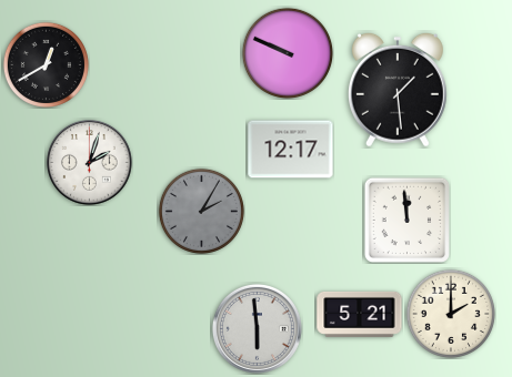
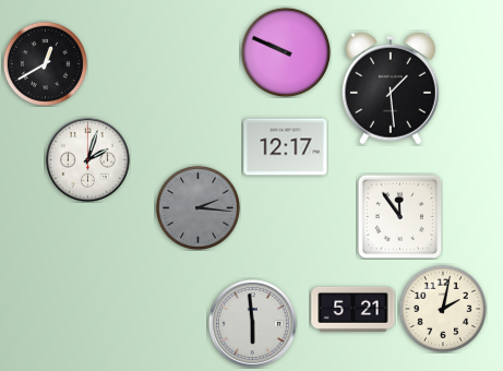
clock at (287, 52) position: (287, 52) -> (285, 51)
clock at (201, 211): 2:05 -> 2:16
clock at (406, 220): 11:59 -> 11:54
clock at (451, 314): 2:00 -> 2:02
